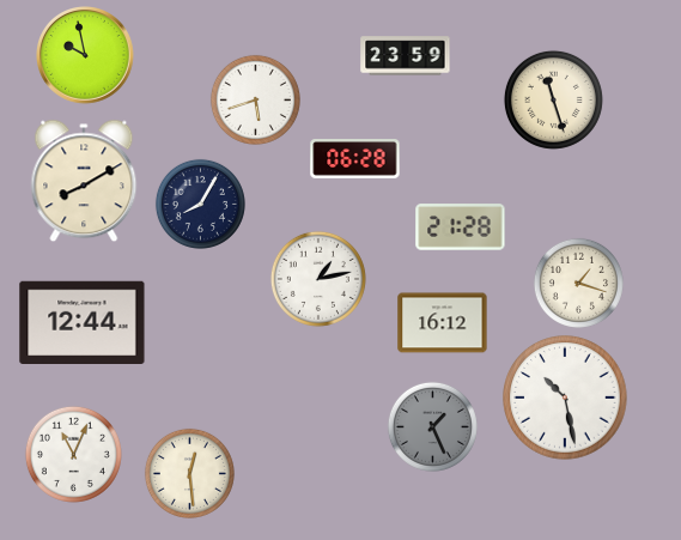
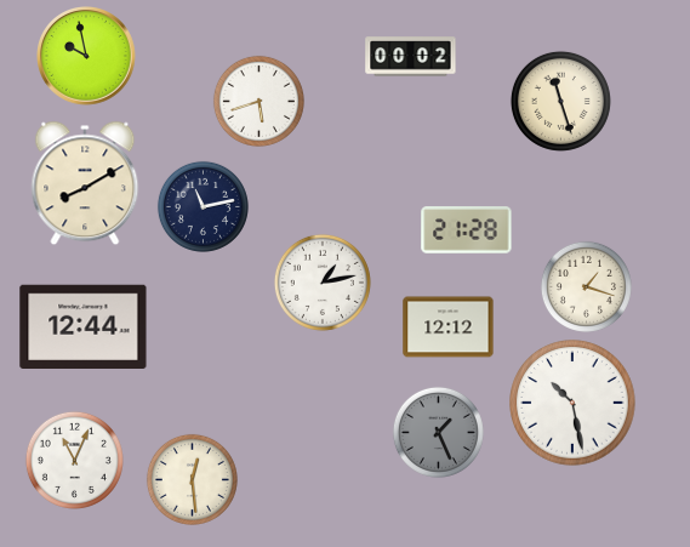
clock at (406, 56): 23:59 -> 00:02
clock at (355, 159): 06:28 -> none
clock at (200, 204): 8:05 -> 11:13
clock at (443, 323): 16:12 -> 12:12
